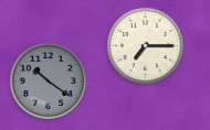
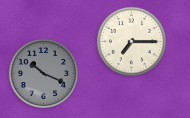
clock at (48, 80): 10:21 -> 10:19
